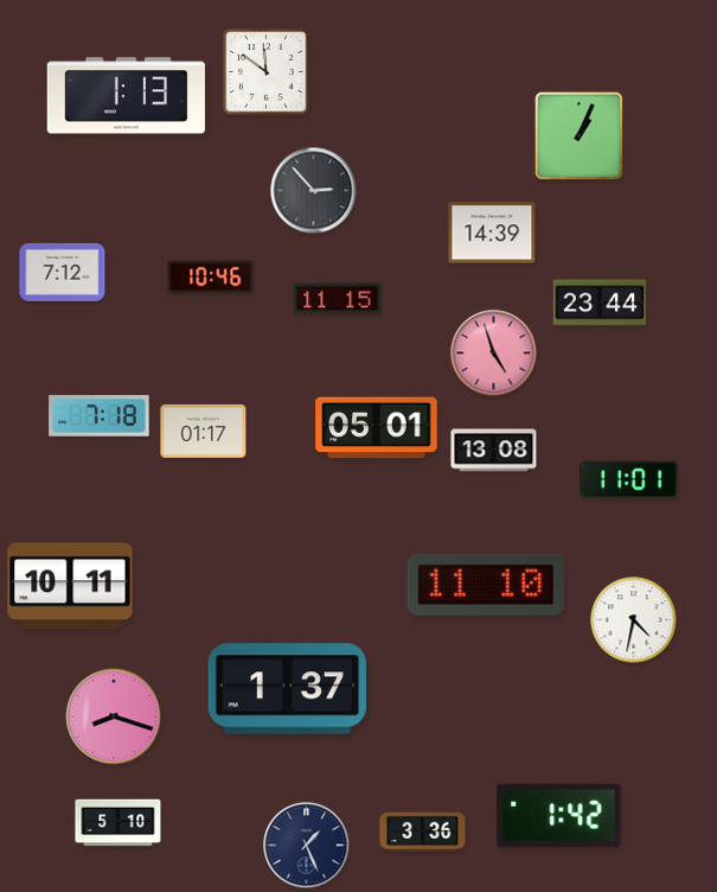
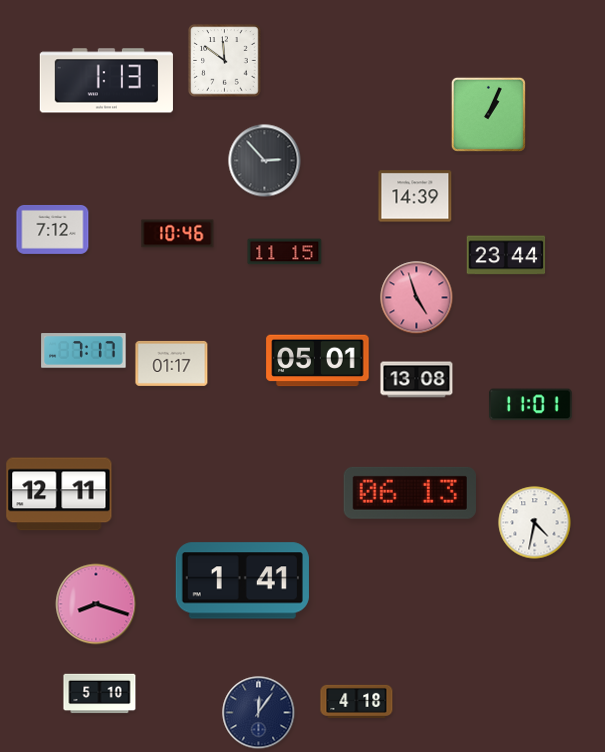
clock at (100, 416): 7:18 -> 7:17
clock at (486, 585): 11:10 -> 06:13
clock at (70, 586): 10:11 -> 12:11
clock at (287, 689): 1:37 -> 1:41
clock at (559, 815): 1:42 -> none
clock at (423, 832): 3:36 -> 4:18
clock at (307, 846): 1:26 -> 12:06
